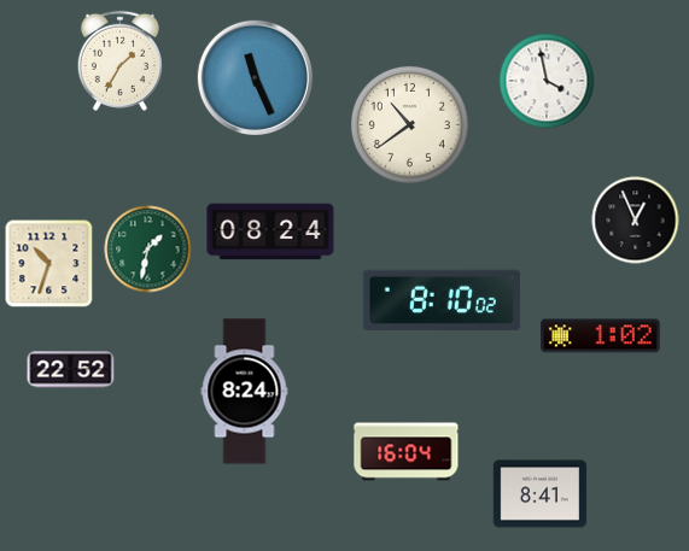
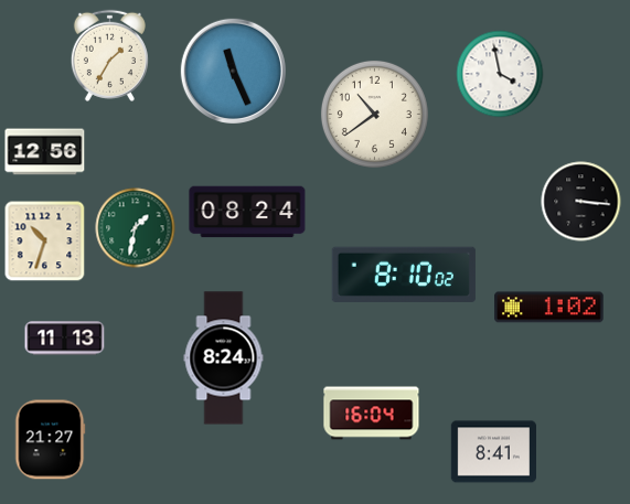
clock at (45, 152): none -> 12:56
clock at (636, 221): 12:56 -> 3:16
clock at (71, 370): 22:52 -> 11:13
clock at (51, 440): none -> 21:27
